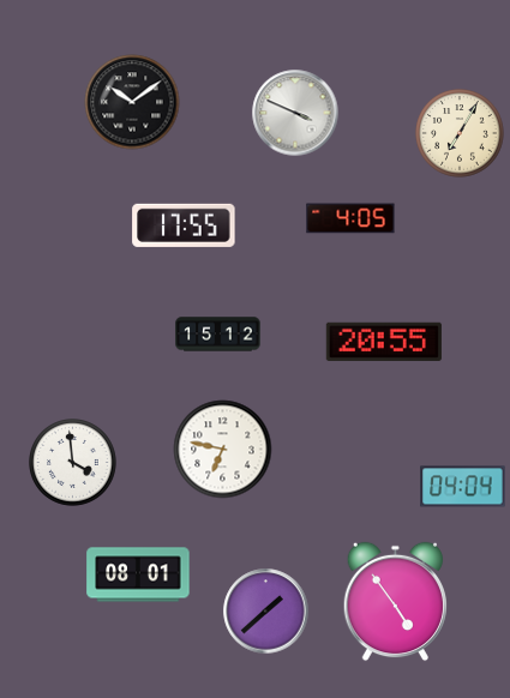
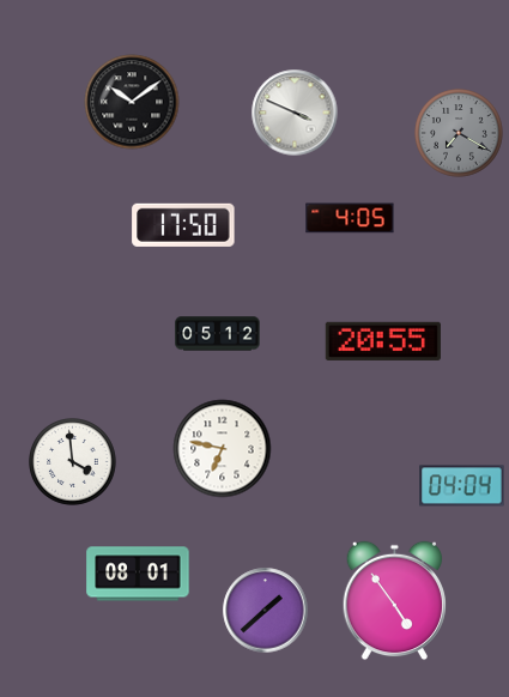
clock at (460, 133): 7:05 -> 7:20
clock at (460, 133) dial: cream -> grey
clock at (184, 225): 17:55 -> 17:50
clock at (218, 335): 15:12 -> 05:12
